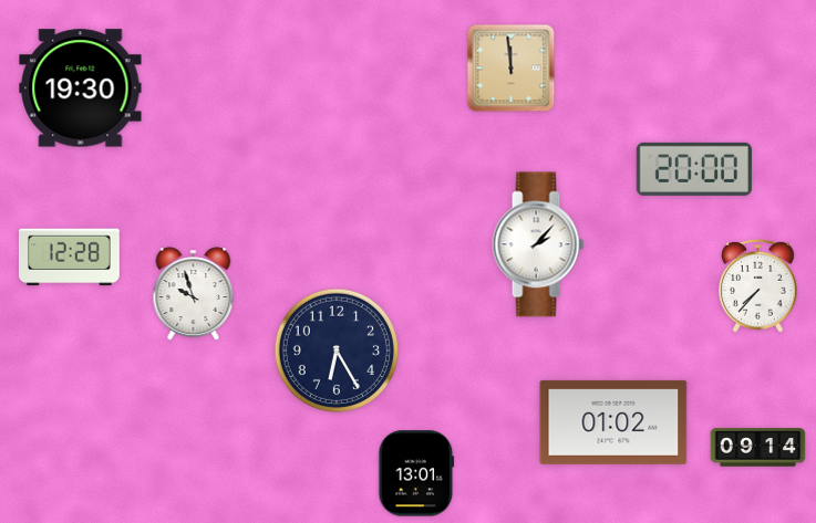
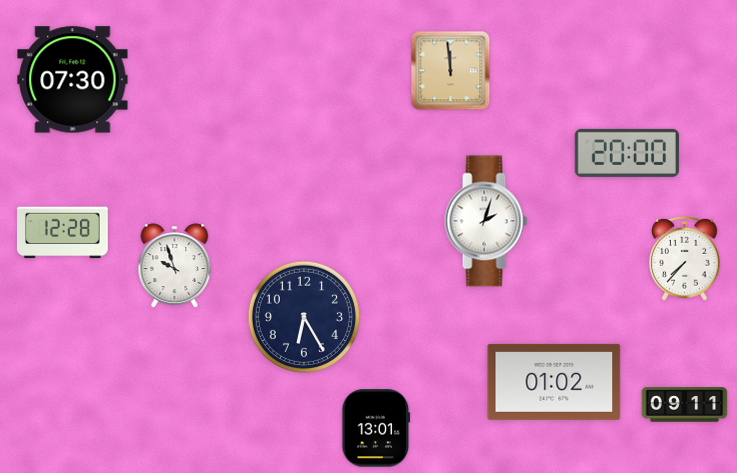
clock at (512, 69) position: (512, 69) -> (451, 71)
clock at (81, 88): 19:30 -> 07:30
clock at (538, 244): 2:07 -> 2:03
clock at (758, 448): 09:14 -> 09:11
